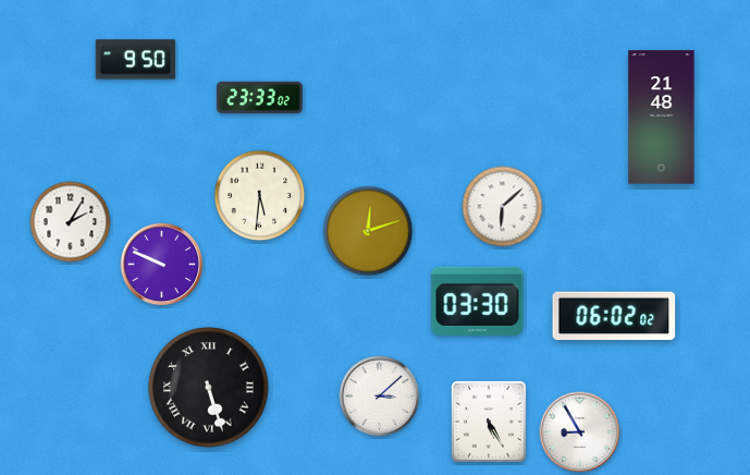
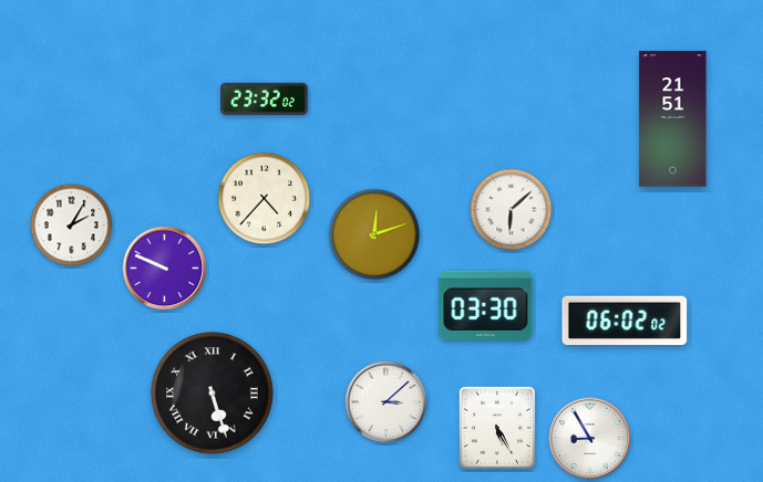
clock at (135, 60): 9:50 -> none
clock at (260, 98): 23:33 -> 23:32
clock at (662, 118): 21:48 -> 21:51
clock at (260, 196): 5:31 -> 4:37
